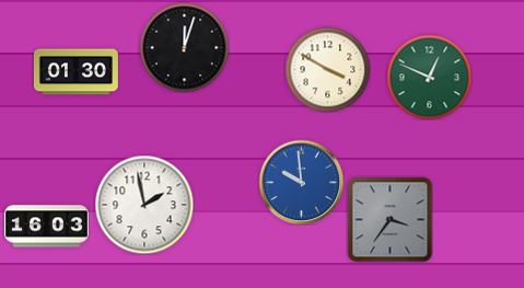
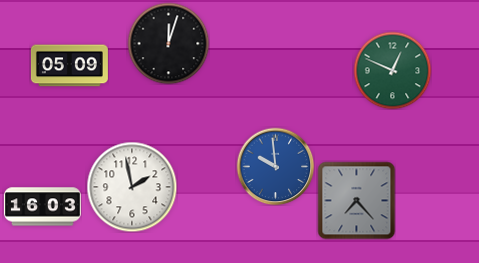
clock at (327, 69): 3:50 -> none
clock at (75, 72): 01:30 -> 05:09
clock at (389, 219): 3:36 -> 7:23
